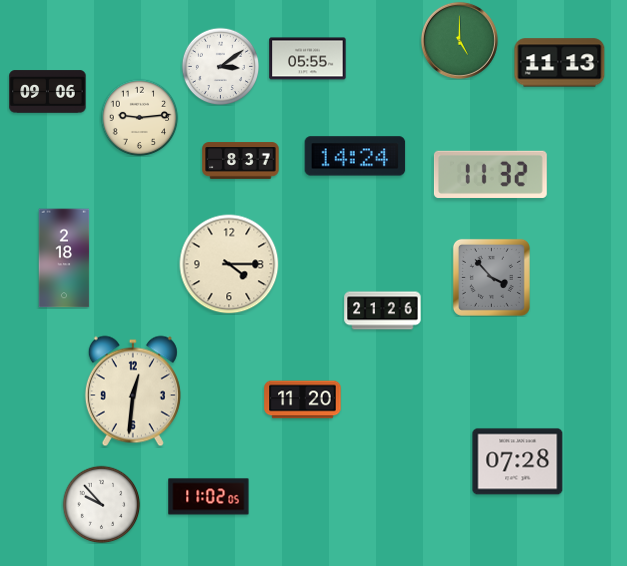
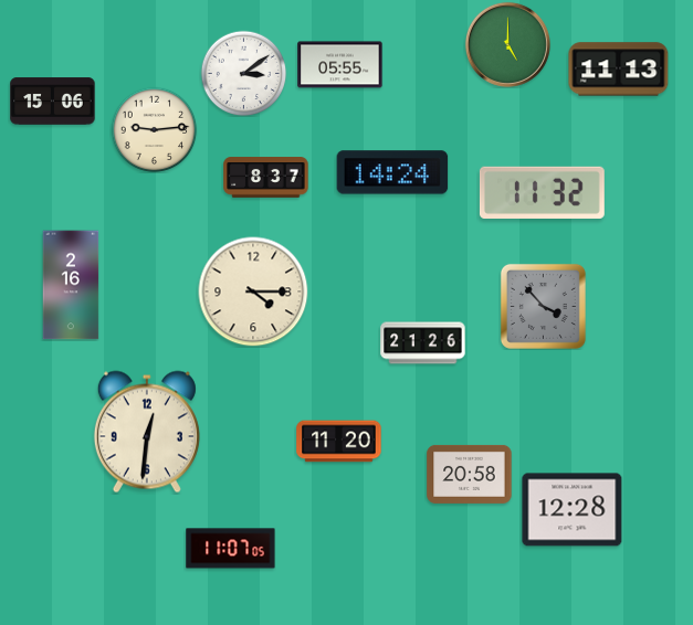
clock at (48, 92): 09:06 -> 15:06
clock at (64, 258): 2:18 -> 2:16
clock at (303, 400) position: (303, 400) -> (339, 442)
clock at (470, 474): none -> 20:58
clock at (518, 462): 07:28 -> 12:28
clock at (209, 497): 11:02 -> 11:07
clock at (101, 504): 9:53 -> none
